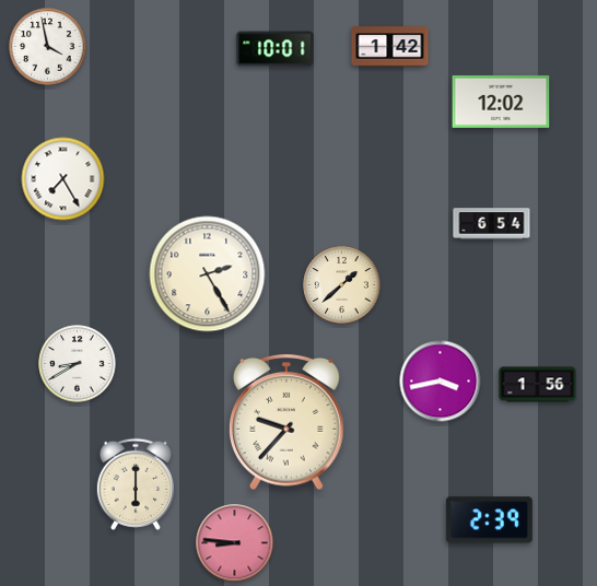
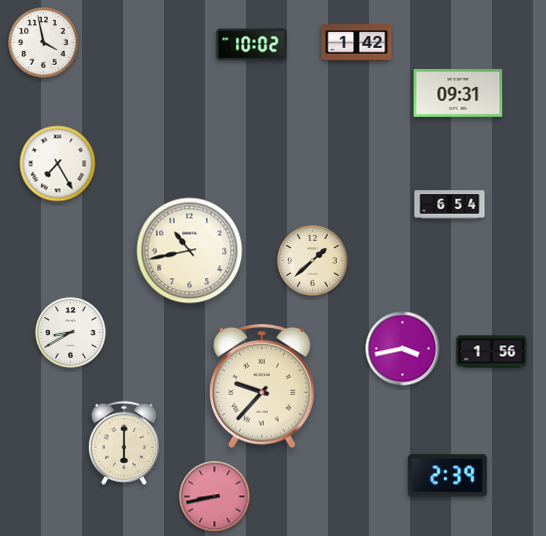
clock at (276, 49): 10:01 -> 10:02
clock at (501, 102): 12:02 -> 09:31
clock at (208, 274): 2:25 -> 10:43
clock at (235, 543): 8:46 -> 8:43
